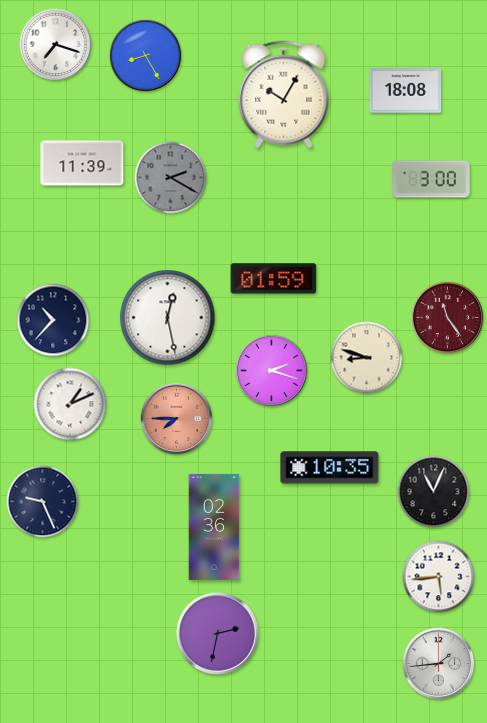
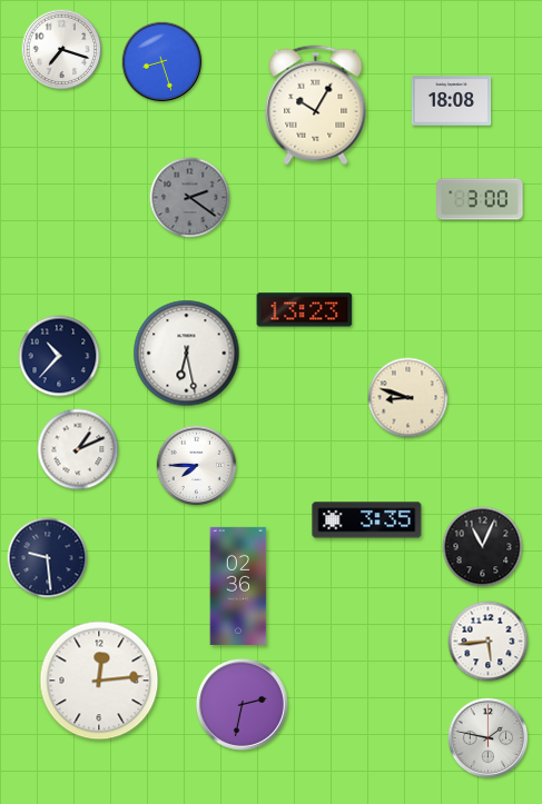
clock at (146, 56): 8:25 -> 8:27
clock at (82, 163): 11:39 -> none
clock at (171, 178): 2:20 -> 2:21
clock at (274, 279): 01:59 -> 13:23
clock at (168, 318): 12:28 -> 6:28
clock at (448, 318): 11:24 -> none
clock at (272, 371): 2:18 -> none
clock at (177, 419) dial: salmon -> white
clock at (330, 468): 10:35 -> 3:35
clock at (43, 502): 9:26 -> 9:29
clock at (99, 681): none -> 12:14
clock at (439, 664): 1:44 -> 1:47
